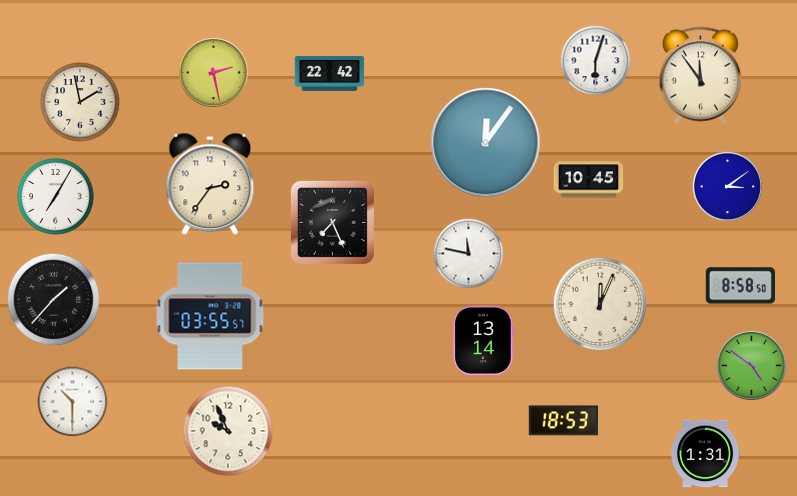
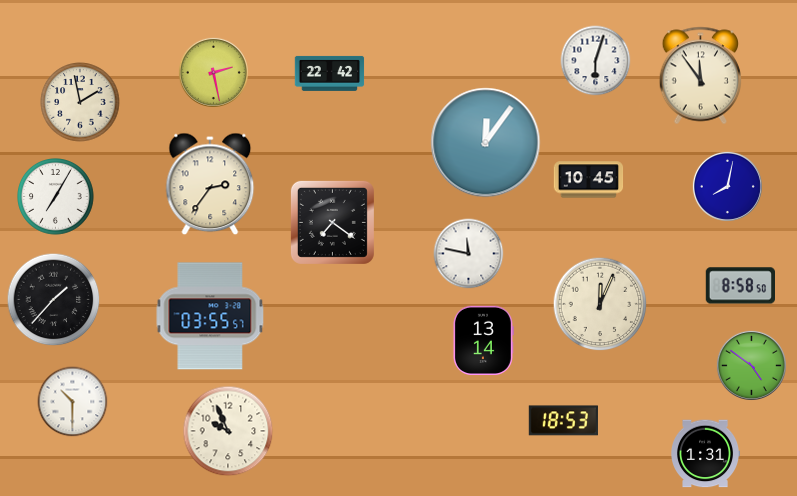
clock at (727, 186): 3:09 -> 8:02
clock at (332, 222): 7:26 -> 7:21
